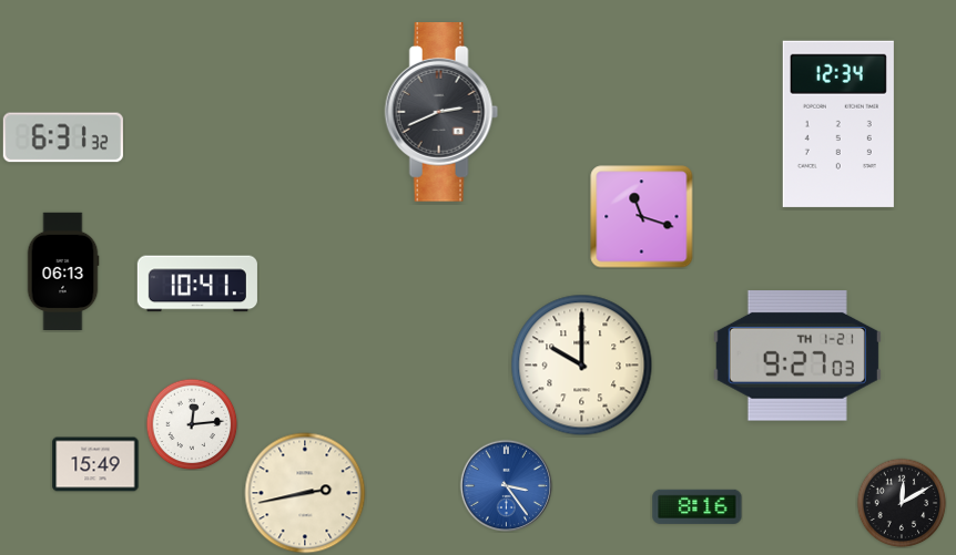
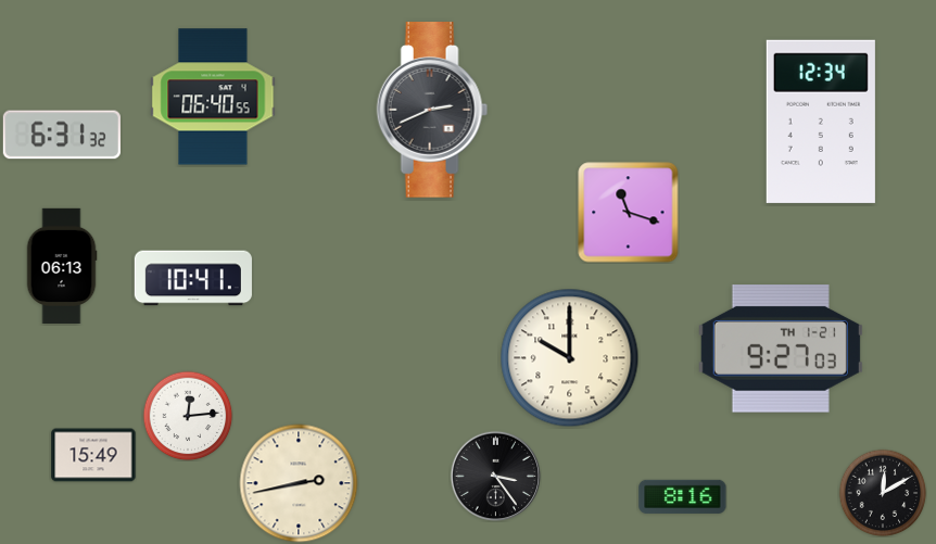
clock at (213, 97): none -> 06:40
clock at (506, 485) dial: blue -> black
